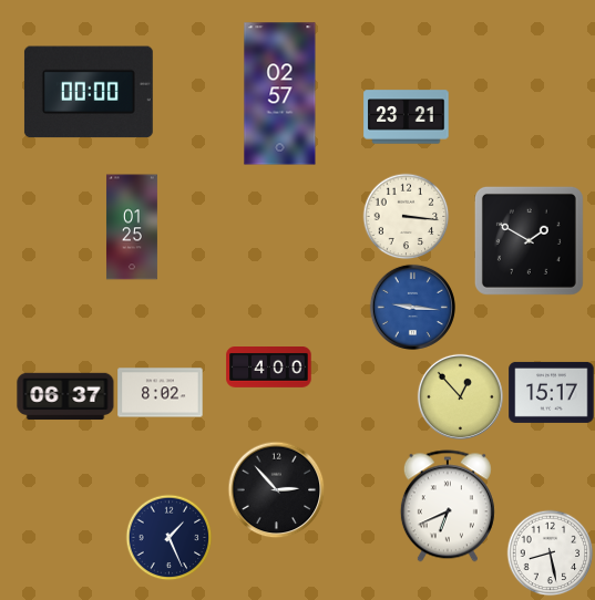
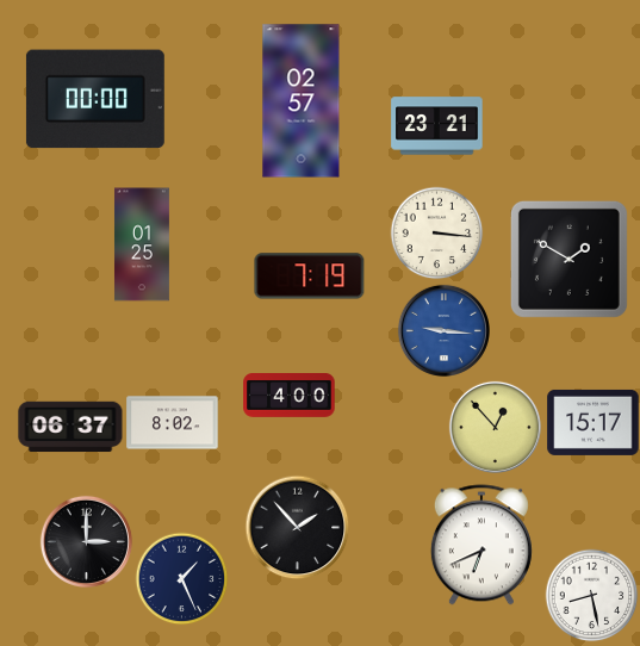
clock at (310, 277): none -> 7:19
clock at (276, 489): 2:53 -> 1:53
clock at (86, 541): none -> 3:00
